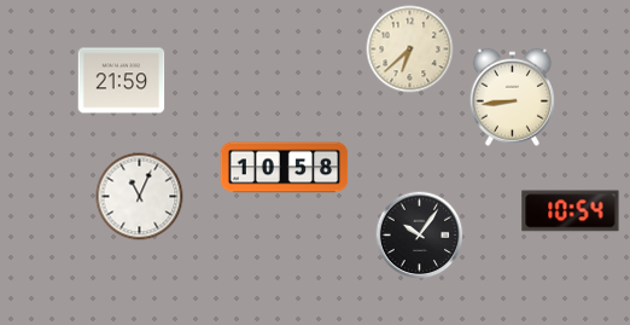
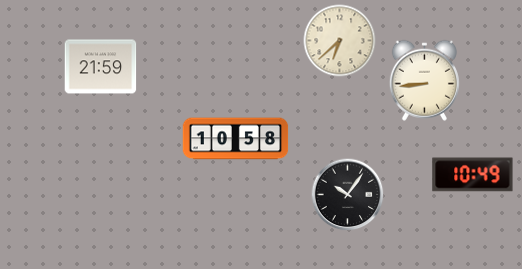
clock at (140, 197): 11:04 -> none
clock at (571, 211): 10:54 -> 10:49
